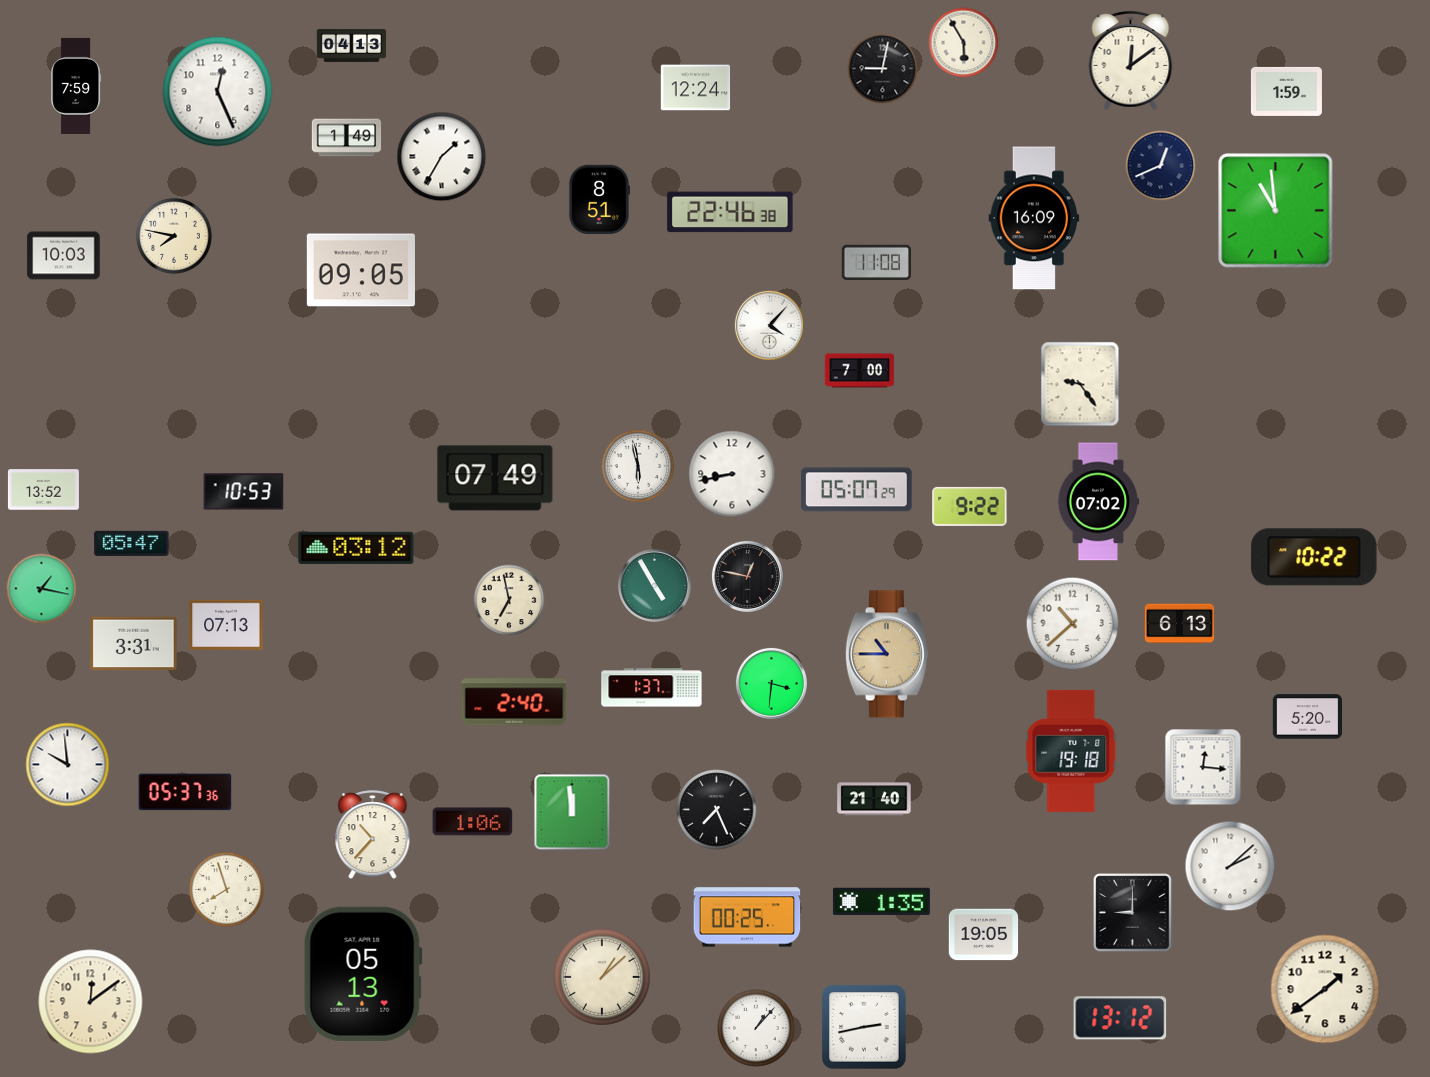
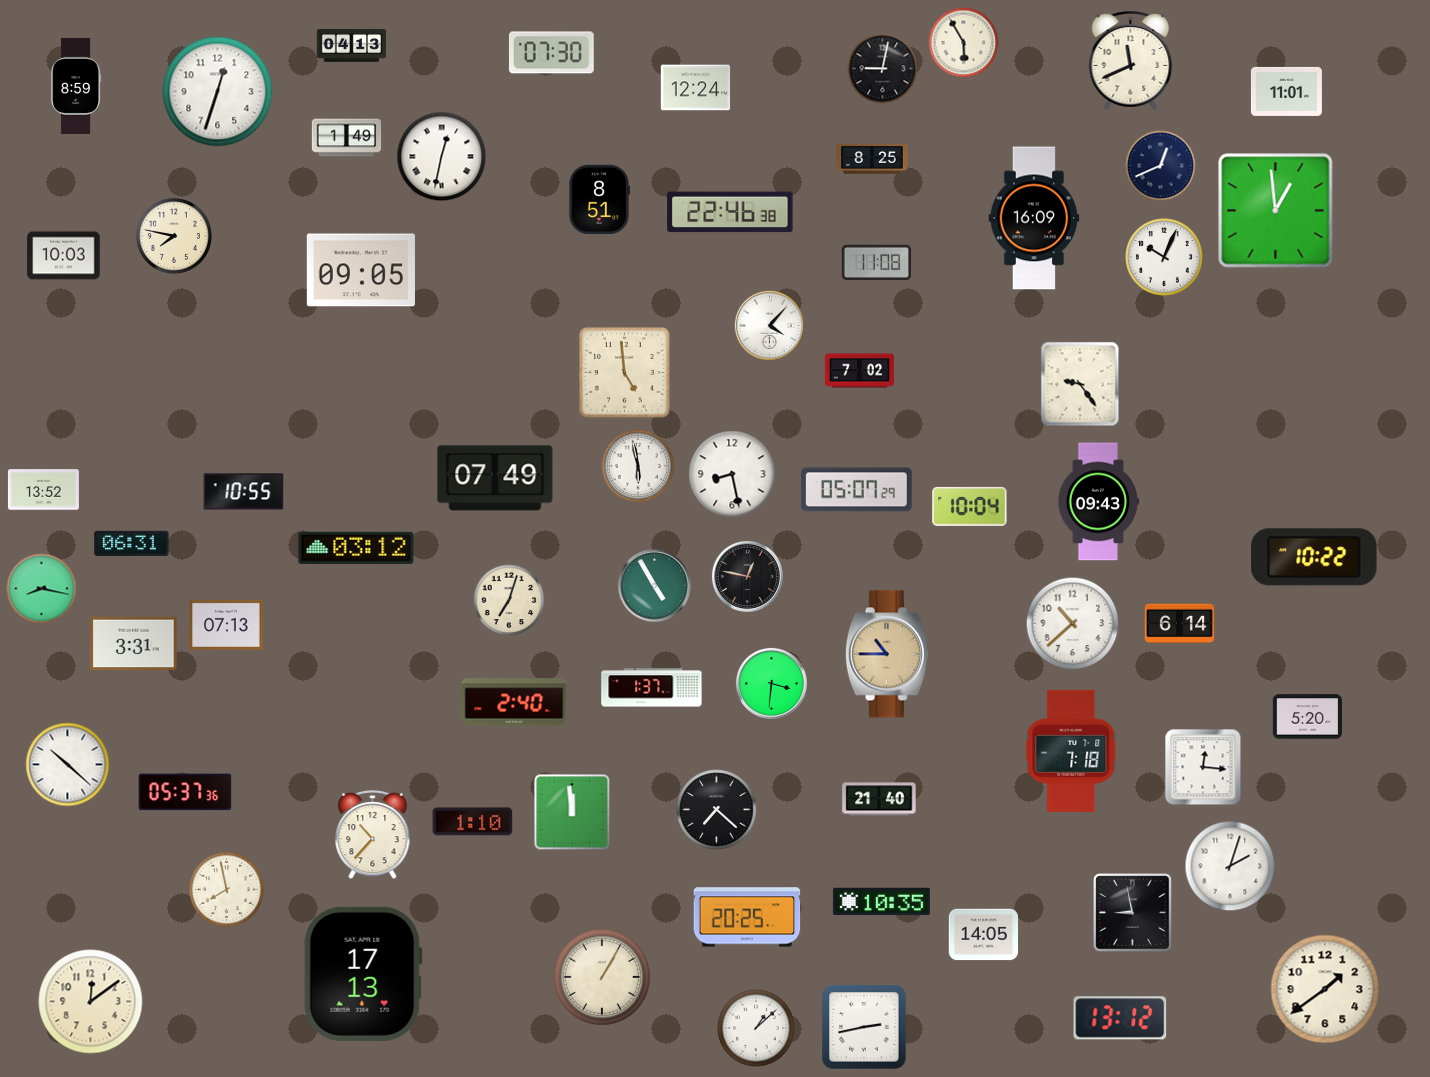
clock at (551, 53): none -> 07:30
clock at (1131, 60): 12:09 -> 11:41
clock at (76, 86): 7:59 -> 8:59
clock at (1286, 91): 1:59 -> 11:01
clock at (218, 92): 12:26 -> 12:33
clock at (442, 157): 1:35 -> 12:32
clock at (872, 159): none -> 8:25
clock at (1276, 211): 10:59 -> 12:59
clock at (1164, 257): none -> 10:04
clock at (860, 371): 7:00 -> 7:02
clock at (625, 373): none -> 4:59
clock at (732, 474): 8:43 -> 8:28
clock at (244, 492): 10:53 -> 10:55
clock at (1098, 502): 07:02 -> 09:43
clock at (970, 506): 9:22 -> 10:04
clock at (132, 543): 05:47 -> 06:31
clock at (42, 589): 1:17 -> 8:17
clock at (509, 600): 6:58 -> 7:03
clock at (1180, 624): 6:13 -> 6:14
clock at (1071, 751): 19:18 -> 7:18
clock at (68, 765): 9:59 -> 10:22
clock at (874, 799) position: (874, 799) -> (879, 799)
clock at (717, 810): 7:26 -> 7:22
clock at (473, 822): 1:06 -> 1:10
clock at (1230, 866): 2:08 -> 2:03
clock at (226, 889): 7:57 -> 7:58
clock at (881, 902): 1:35 -> 10:35
clock at (1133, 913): 9:00 -> 8:58
clock at (747, 917): 00:25 -> 20:25
clock at (984, 935): 19:05 -> 14:05
clock at (363, 974): 05:13 -> 17:13
clock at (602, 977): 1:08 -> 1:05
clock at (756, 1028): 1:07 -> 1:08
